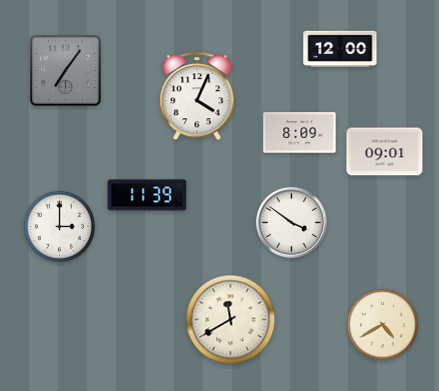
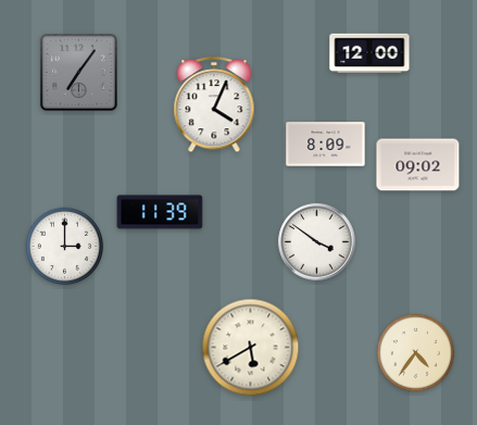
clock at (65, 70) position: (65, 70) -> (78, 72)
clock at (385, 152): 09:01 -> 09:02
clock at (231, 320): 11:40 -> 5:40
clock at (382, 324): 4:40 -> 4:36
